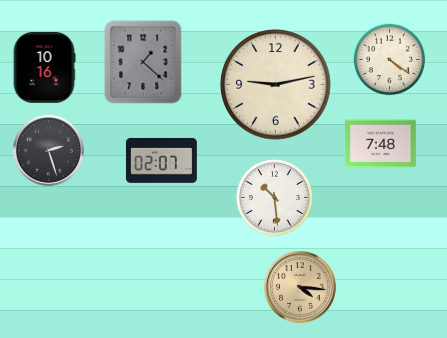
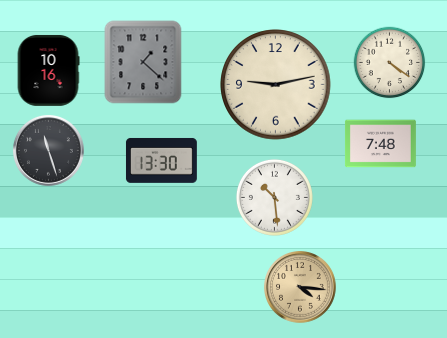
clock at (390, 60) position: (390, 60) -> (390, 63)
clock at (44, 67) position: (44, 67) -> (48, 70)
clock at (48, 150): 2:27 -> 11:27
clock at (161, 160): 02:07 -> 13:30
